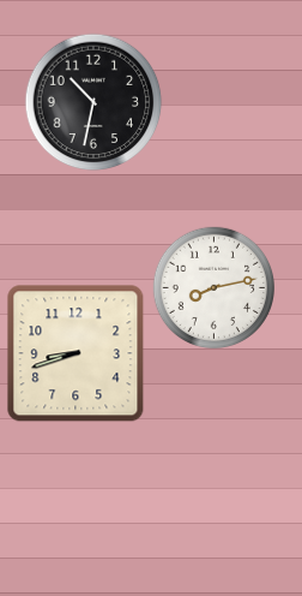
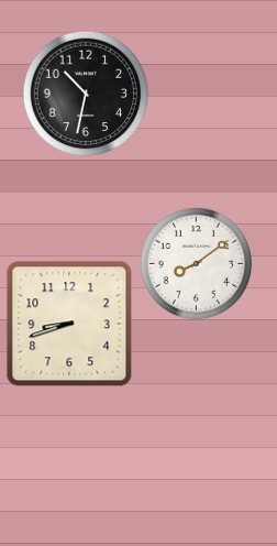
clock at (213, 287): 8:13 -> 8:09
